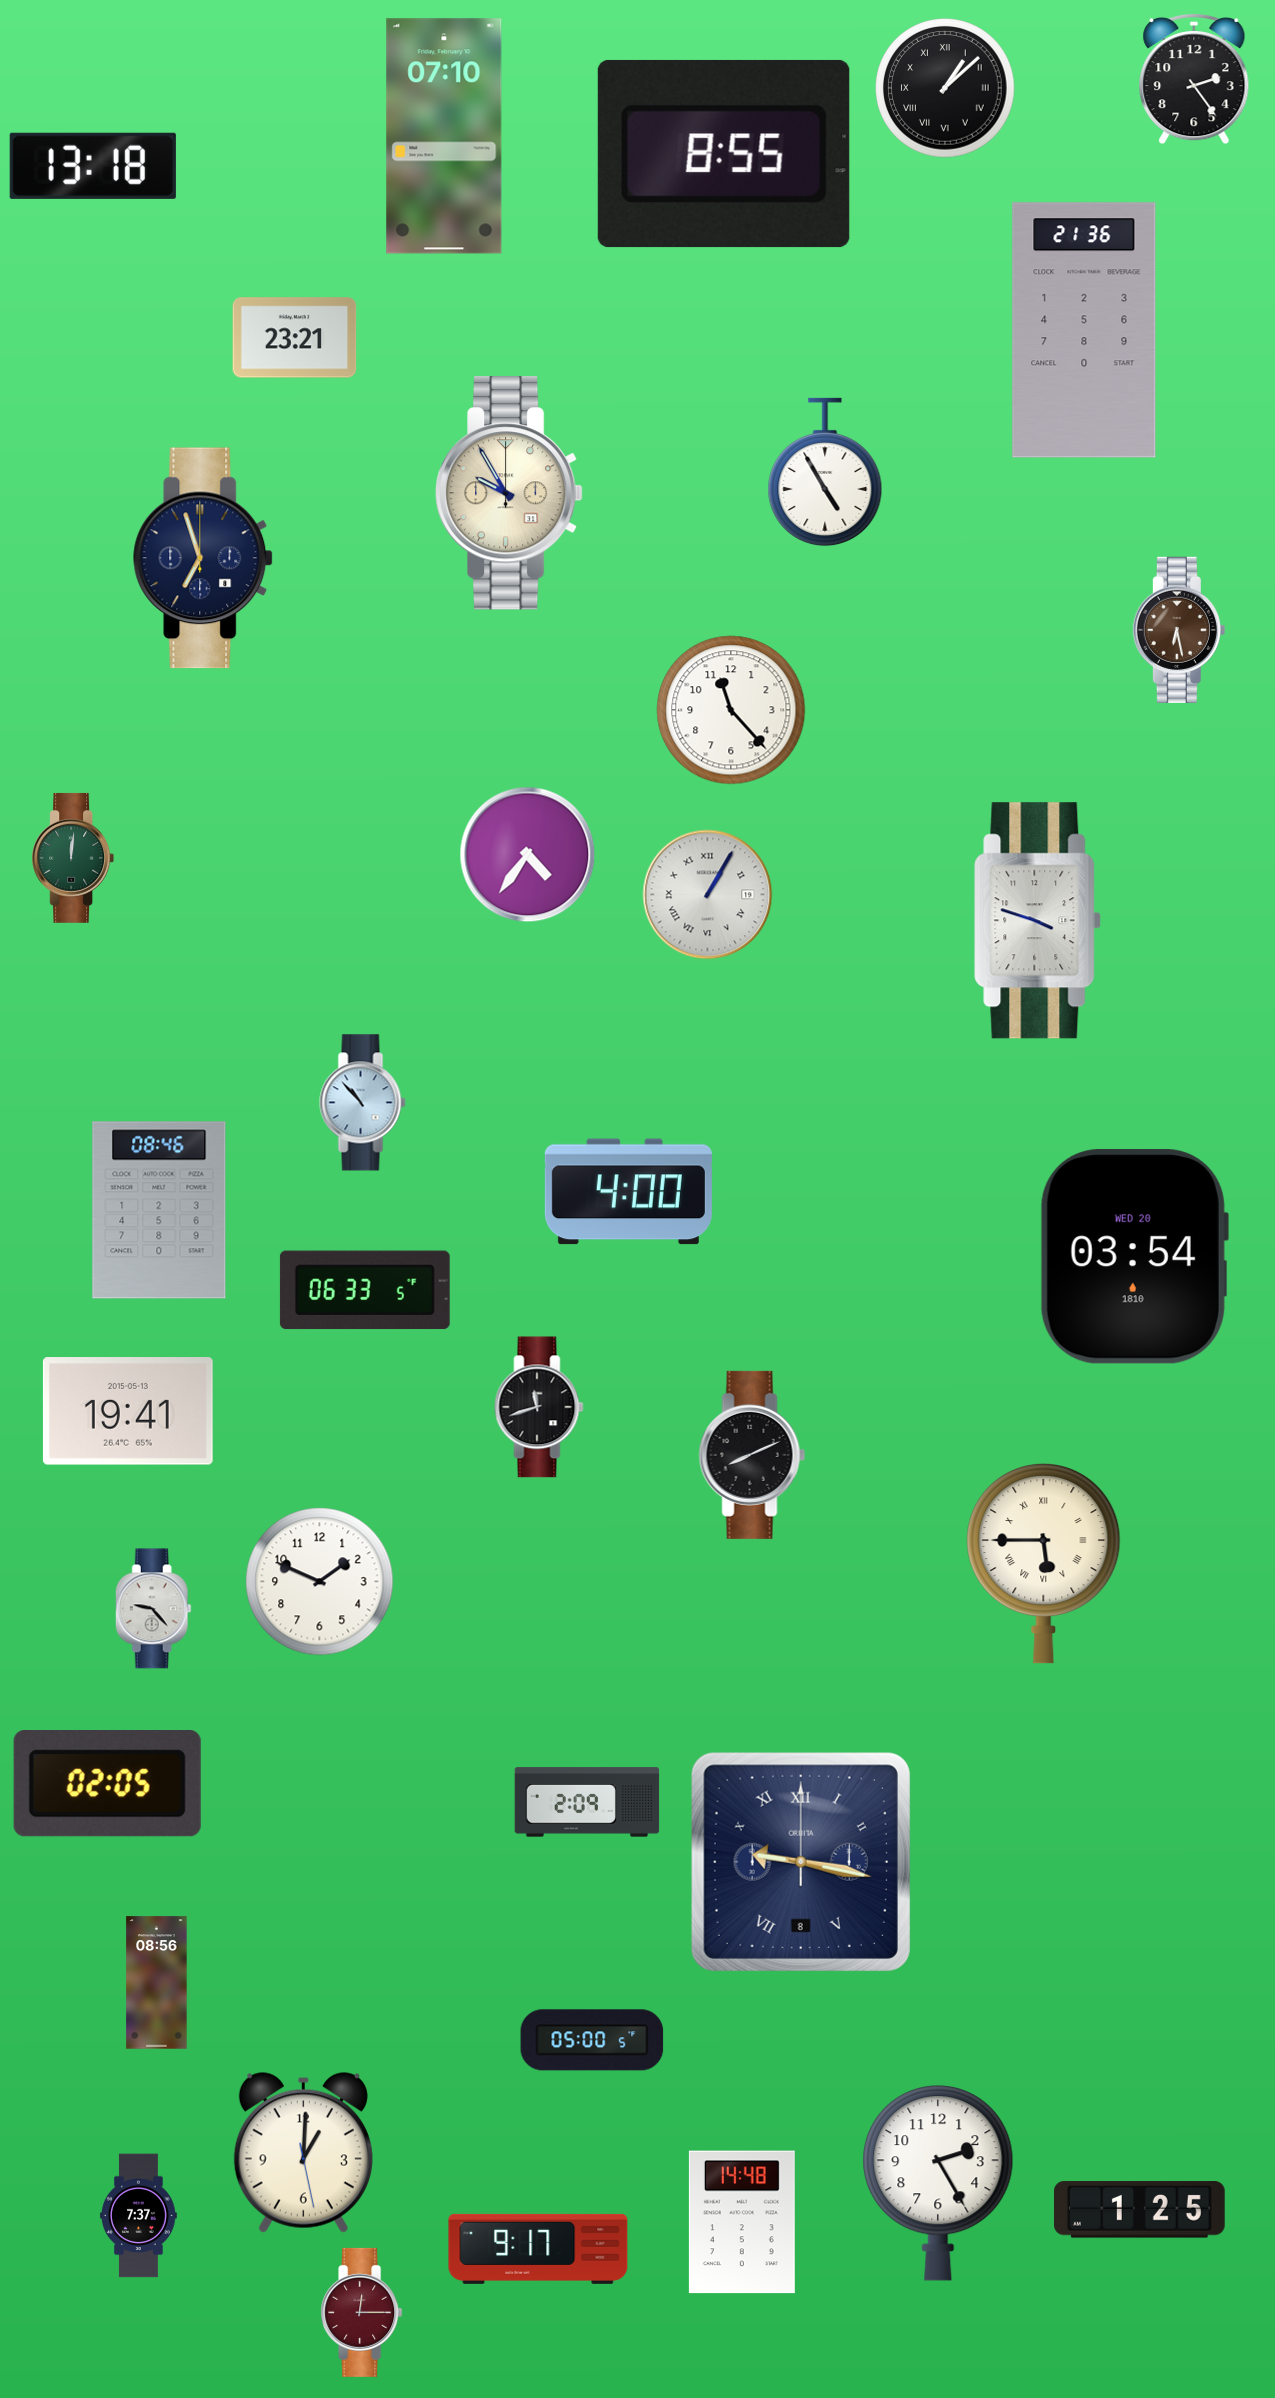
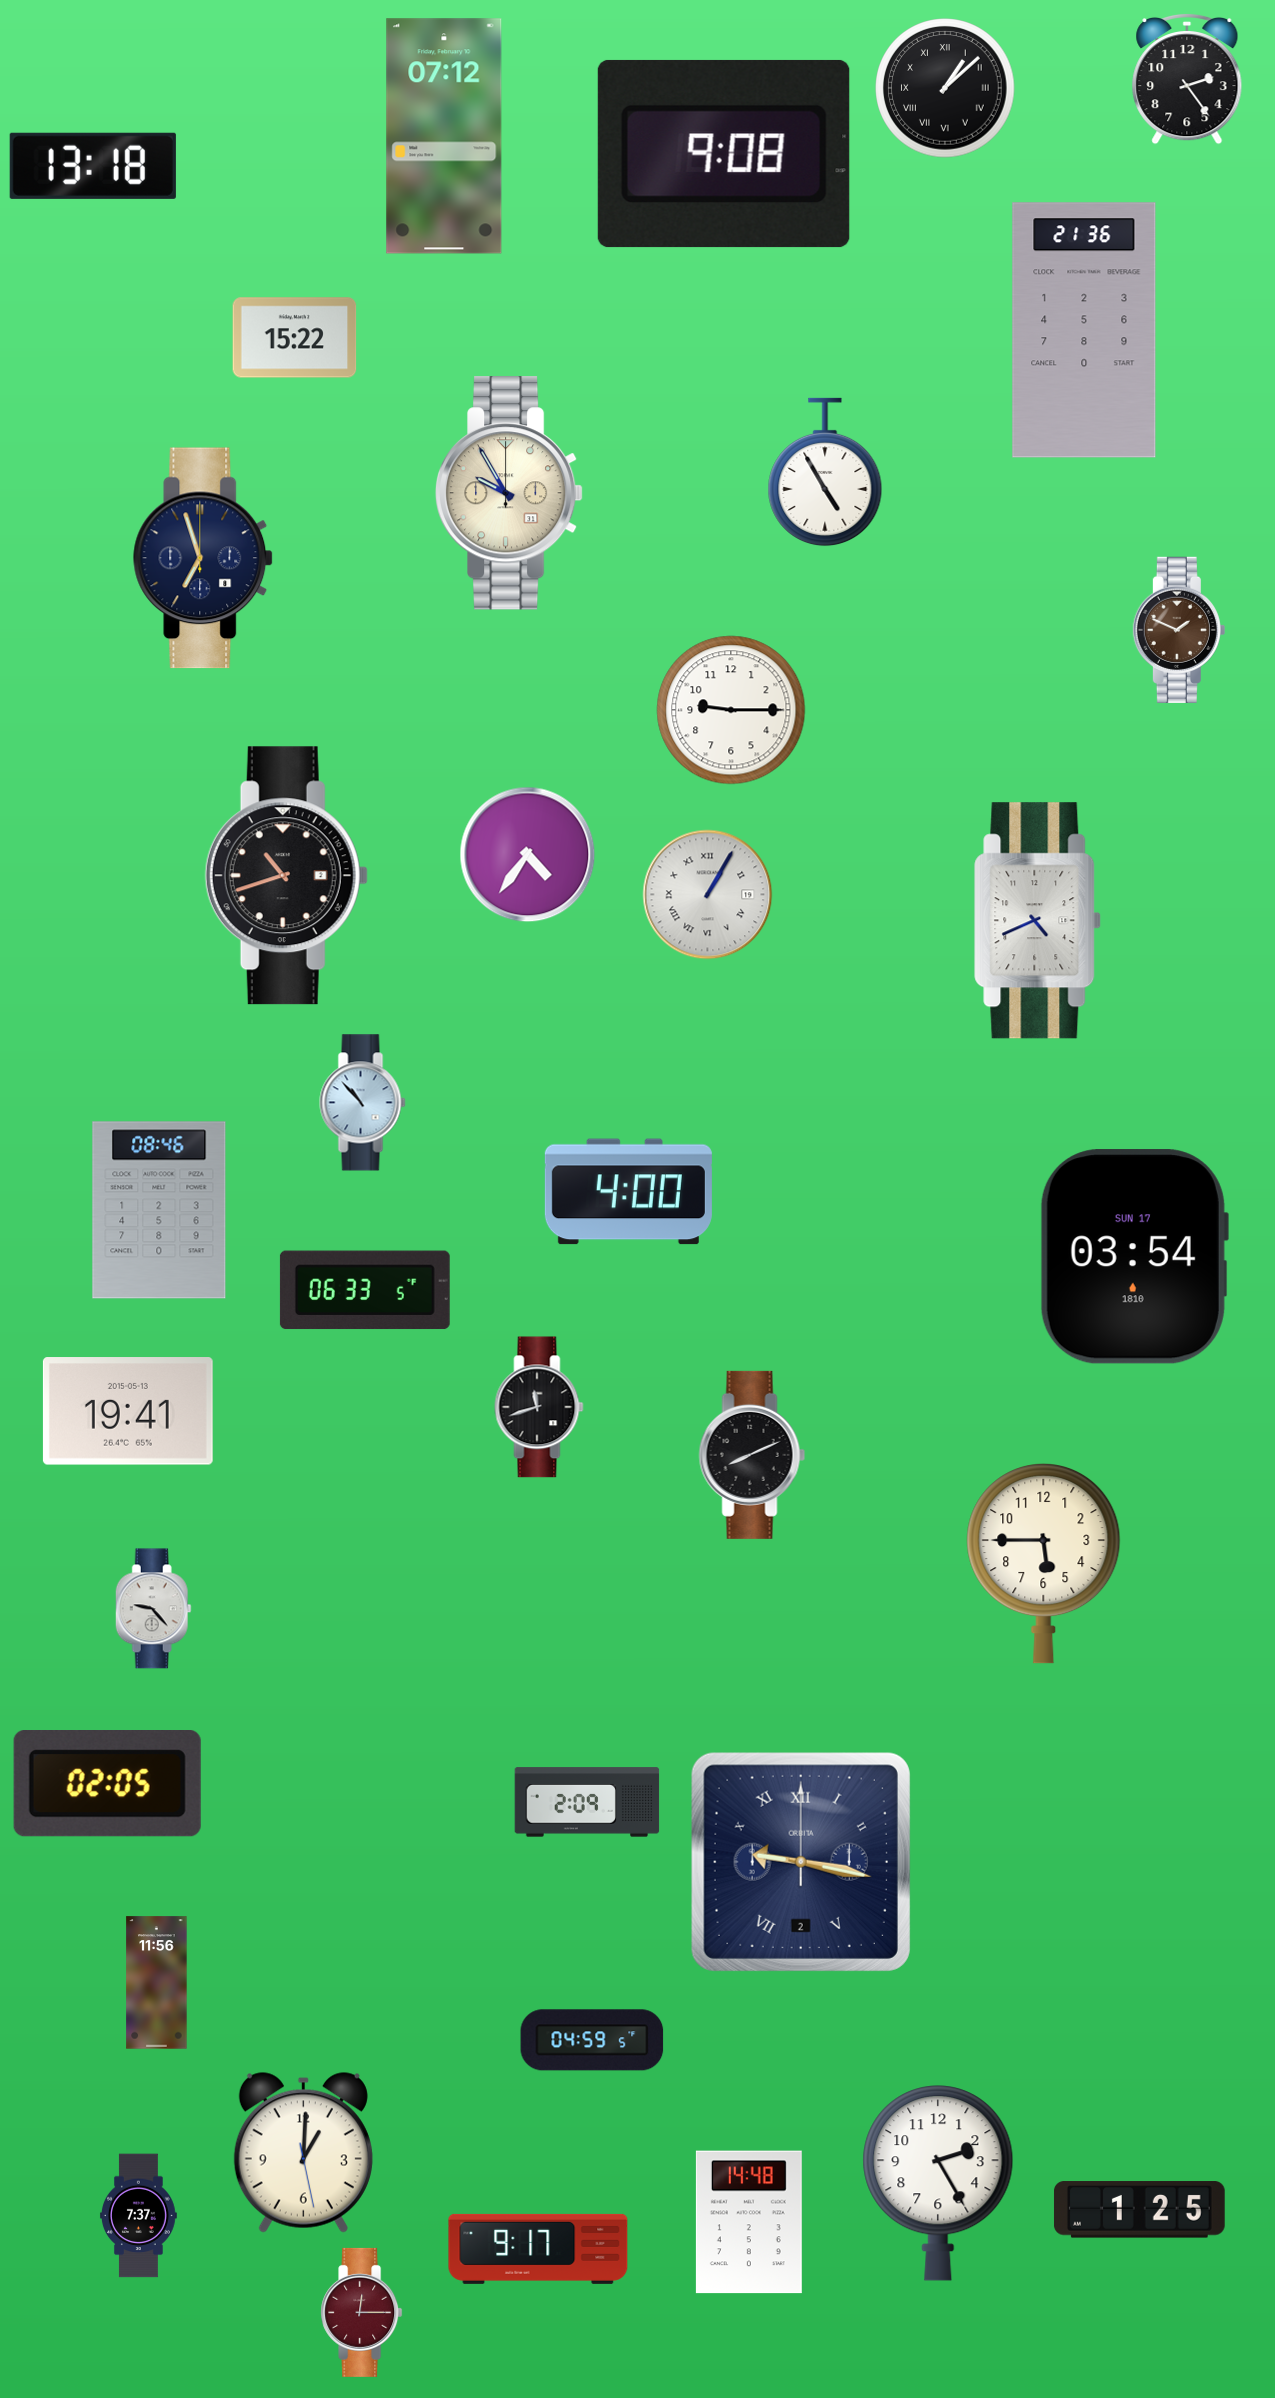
clock at (1194, 79) position: (1194, 79) -> (1187, 79)
clock at (444, 136): 07:10 -> 07:12
clock at (724, 154): 8:55 -> 9:08
clock at (295, 338): 23:21 -> 15:22
clock at (1179, 630): 6:28 -> 1:49
clock at (731, 710): 11:23 -> 9:15
clock at (73, 858): 12:01 -> none
clock at (286, 876): none -> 10:42
clock at (1038, 921): 3:48 -> 4:41
clock at (1134, 1257) date: WED 20 -> SUN 17
clock at (1044, 1564) numerals: Roman -> Arabic
clock at (320, 1582): 1:49 -> none
clock at (801, 1862) date: 8 -> 2
clock at (157, 1983): 08:56 -> 11:56
clock at (592, 2040): 05:00 -> 04:59
clock at (742, 2222) position: (742, 2222) -> (749, 2222)
